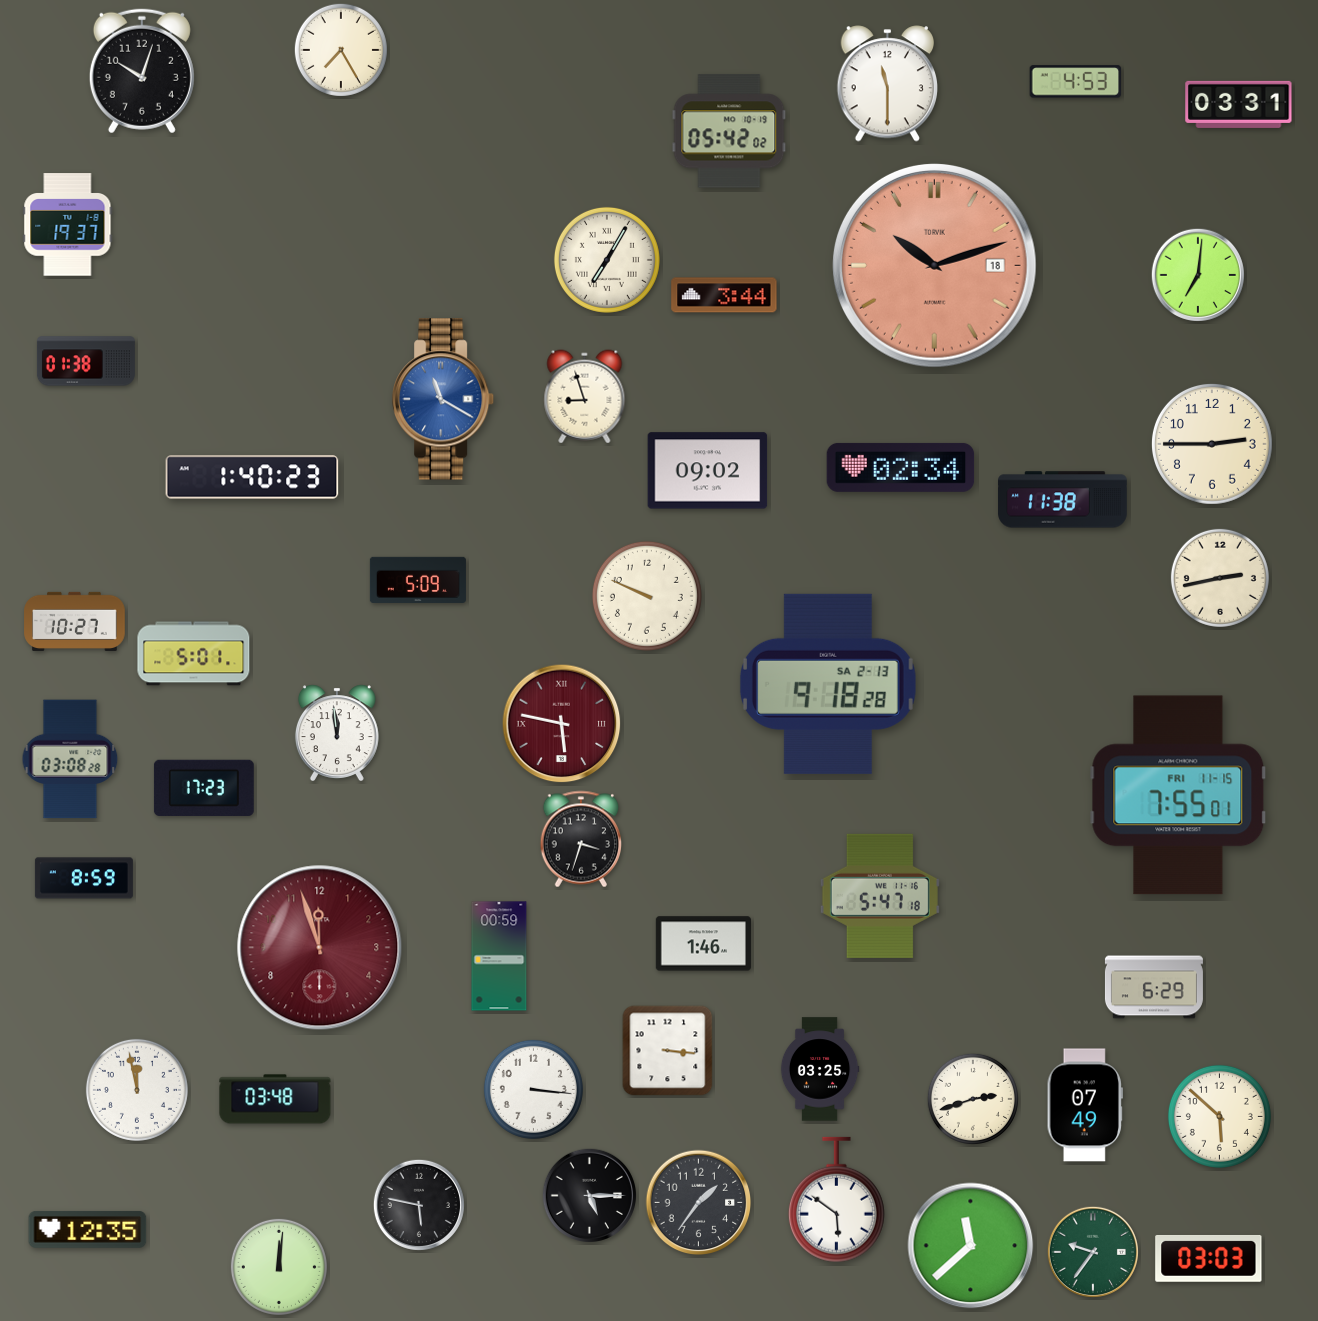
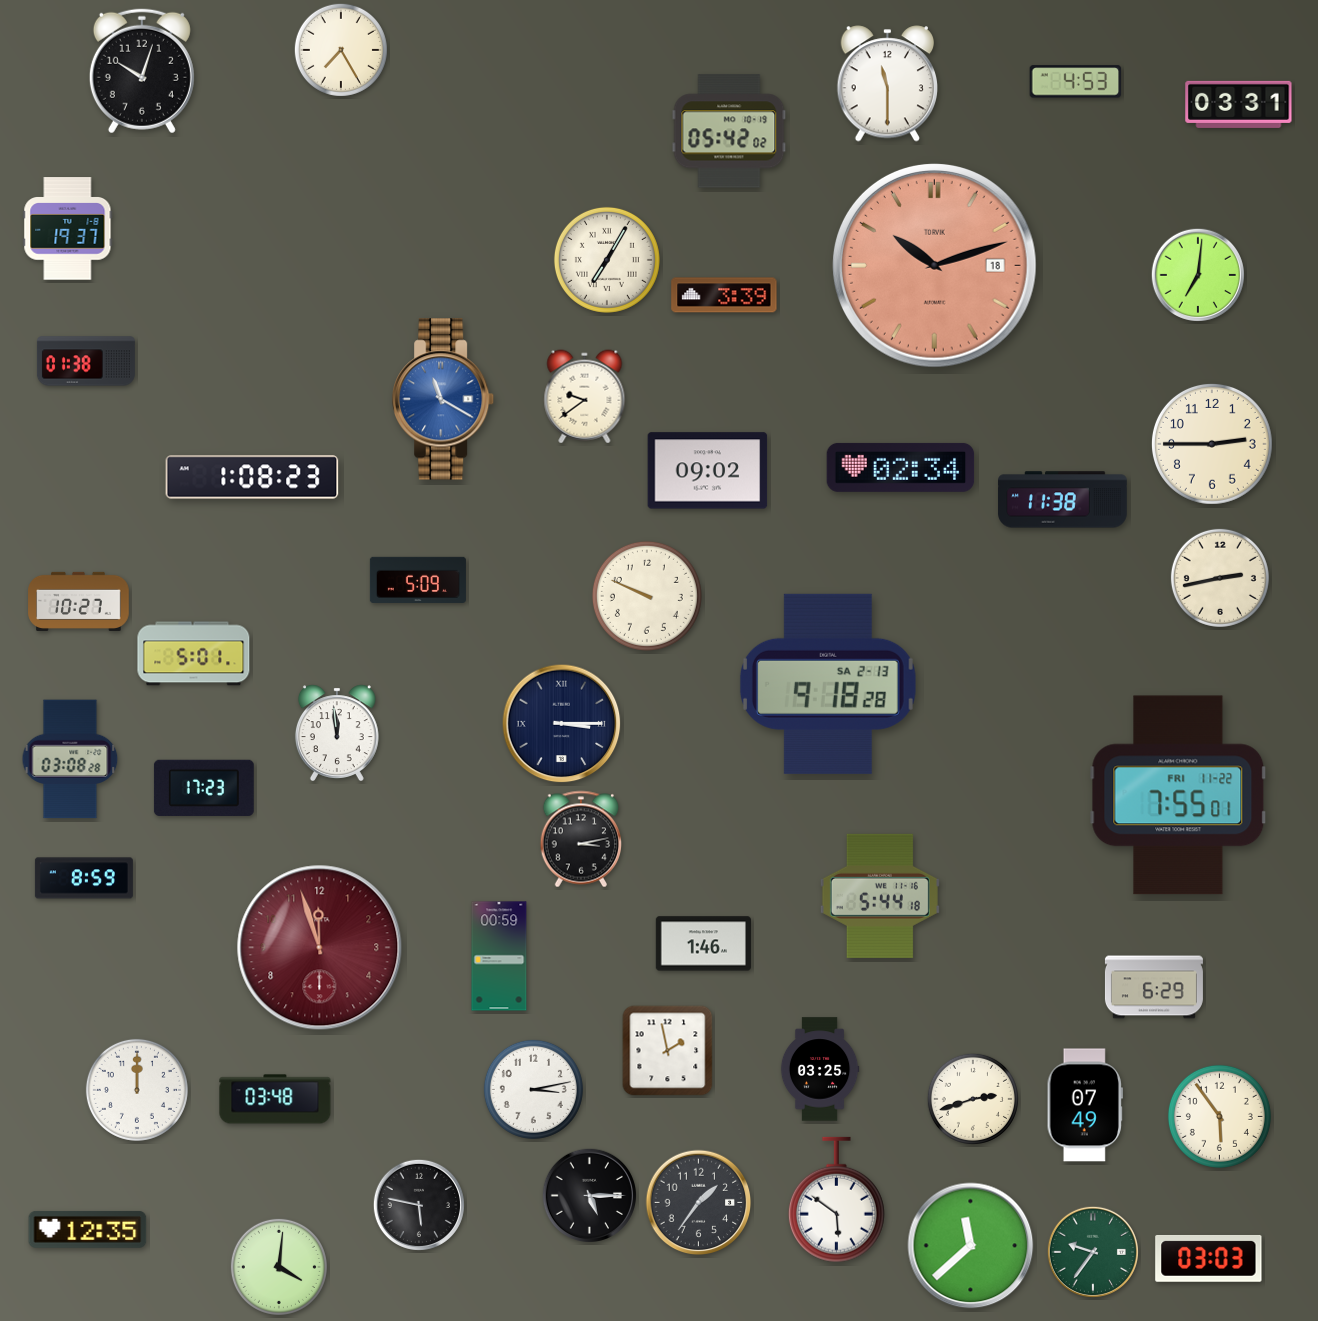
clock at (68, 225) position: (68, 225) -> (68, 229)
clock at (724, 295): 3:44 -> 3:39
clock at (585, 397): 8:57 -> 9:39
clock at (252, 477): 1:40 -> 1:08
clock at (75, 621) position: (75, 621) -> (79, 601)
clock at (562, 724): 5:47 -> 3:15
clock at (562, 724) dial: burgundy -> navy
clock at (1178, 795) date: FRI 11-15 -> FRI 11-22
clock at (580, 839): 3:33 -> 3:13
clock at (880, 896): 5:47 -> 5:44
clock at (668, 1051): 3:16 -> 1:58
clock at (533, 1089): 3:16 -> 3:13
clock at (137, 1090): 11:58 -> 12:00
clock at (1219, 1116): 5:52 -> 5:54
clock at (279, 1267): 12:01 -> 4:01
